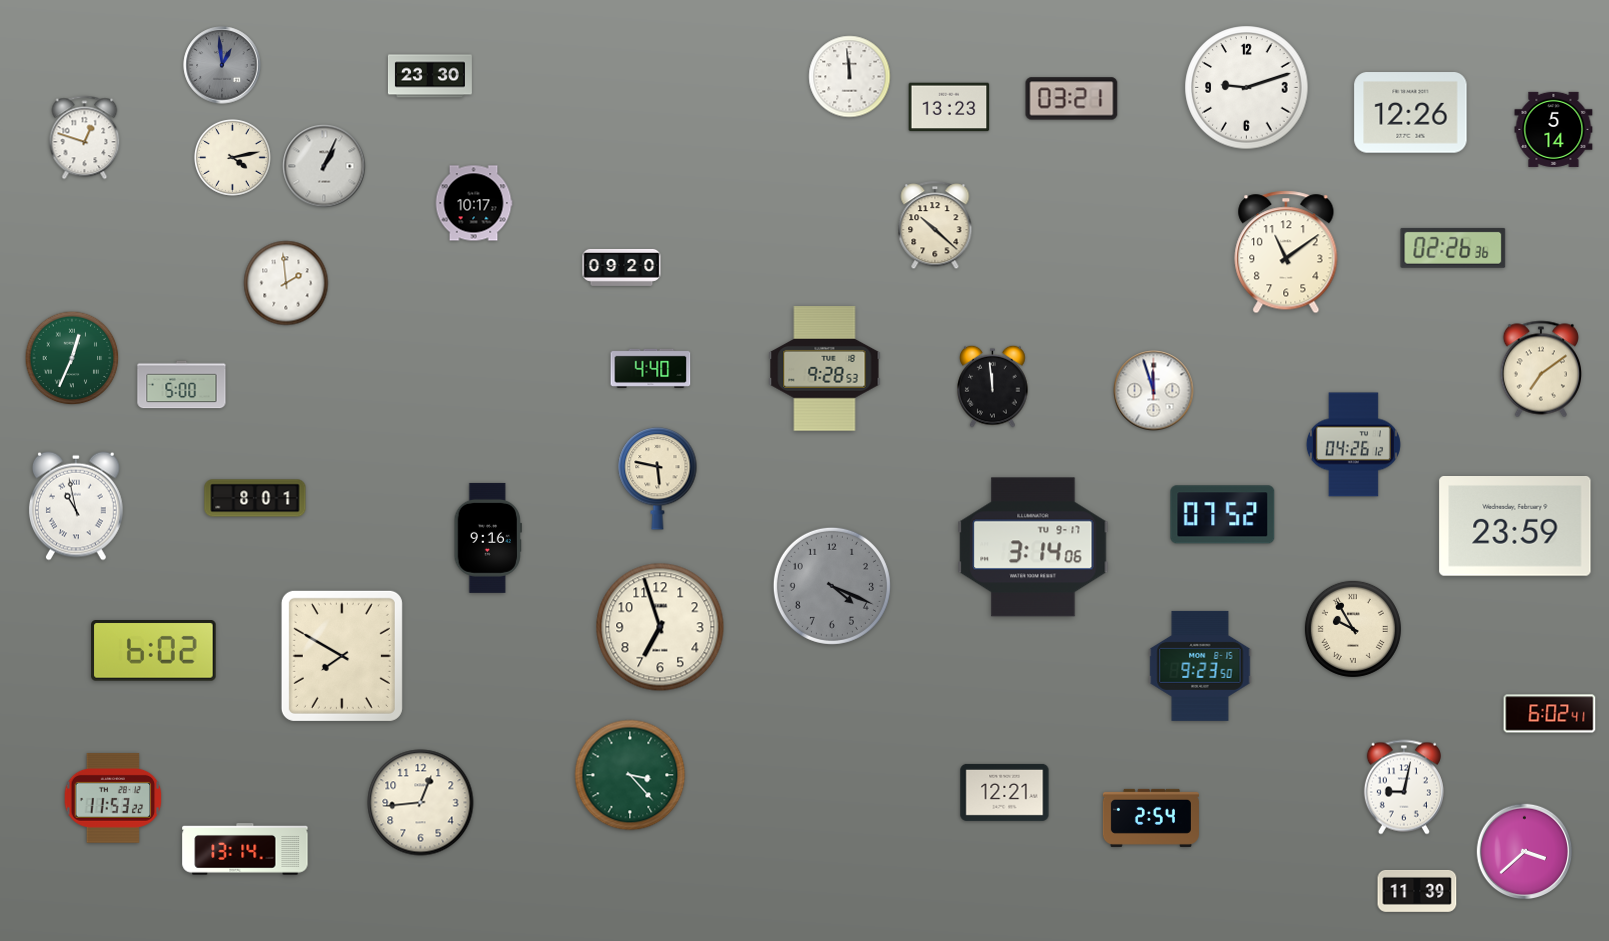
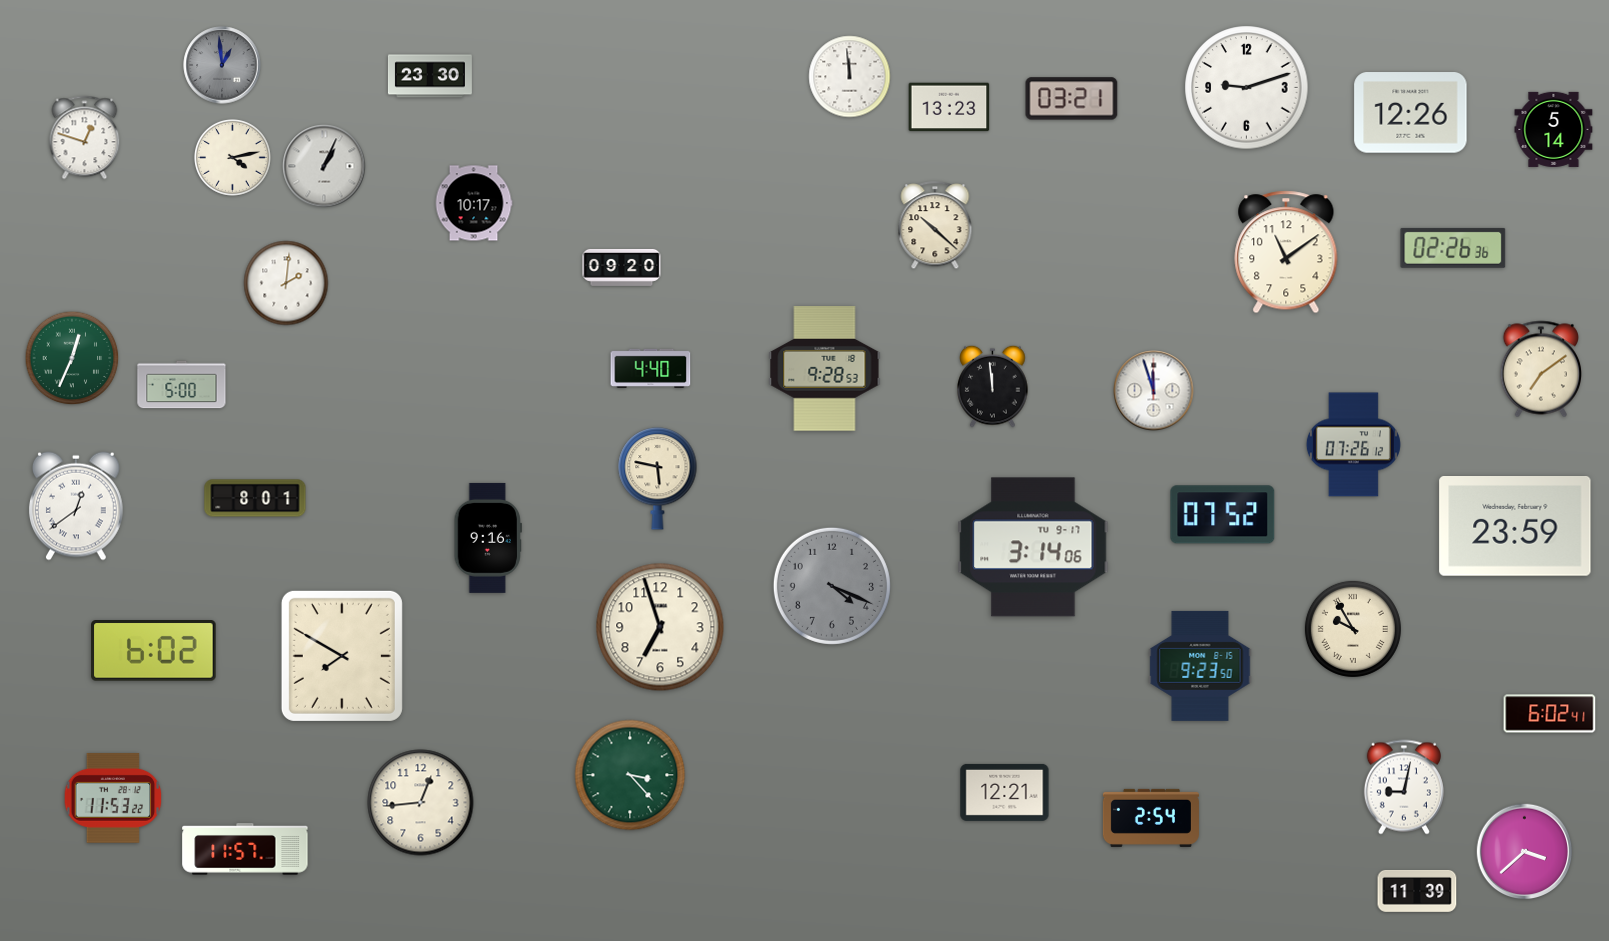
clock at (286, 283): 1:59 -> 2:01
clock at (1353, 445): 04:26 -> 07:26
clock at (76, 506): 10:58 -> 12:39
clock at (245, 849): 13:14 -> 11:57
